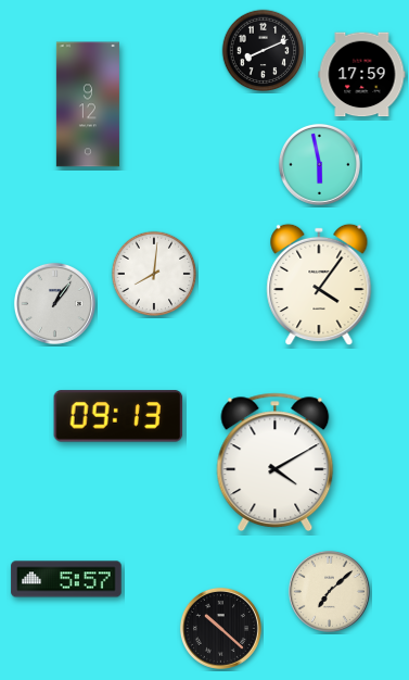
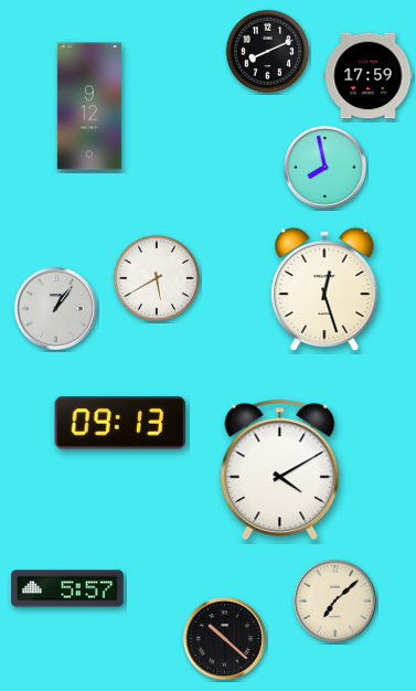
clock at (319, 164): 5:58 -> 7:58
clock at (154, 274): 8:01 -> 5:40
clock at (319, 285): 4:06 -> 12:27
